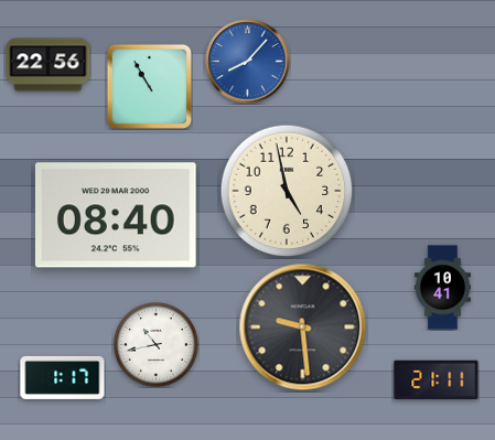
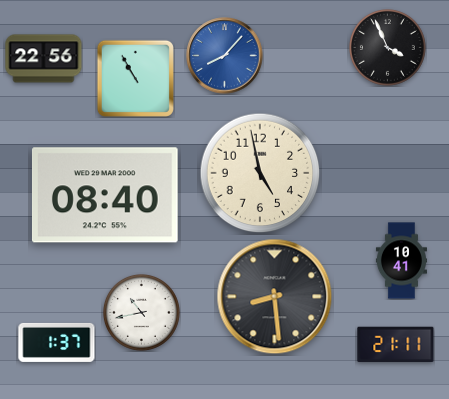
clock at (387, 47): none -> 3:56
clock at (303, 328): 9:29 -> 8:29
clock at (63, 377): 1:17 -> 1:37
